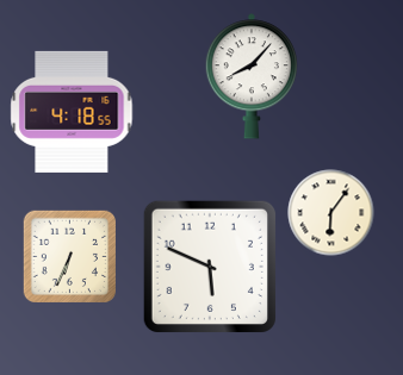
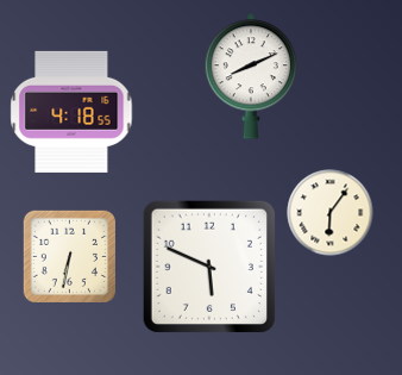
clock at (252, 76): 8:07 -> 8:11
clock at (69, 256): 6:34 -> 6:32
